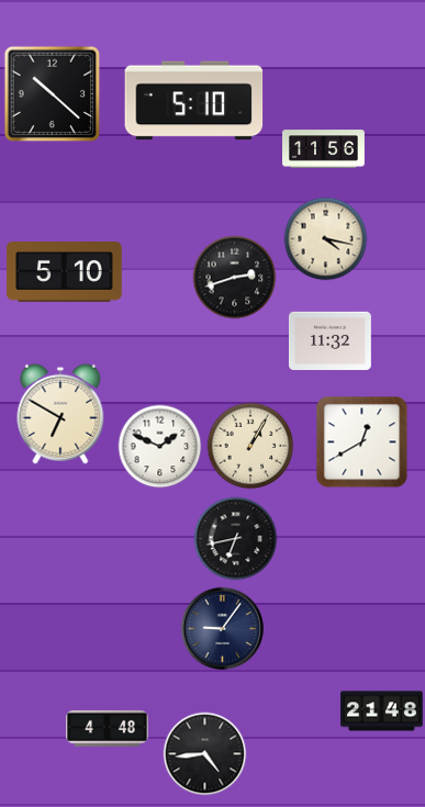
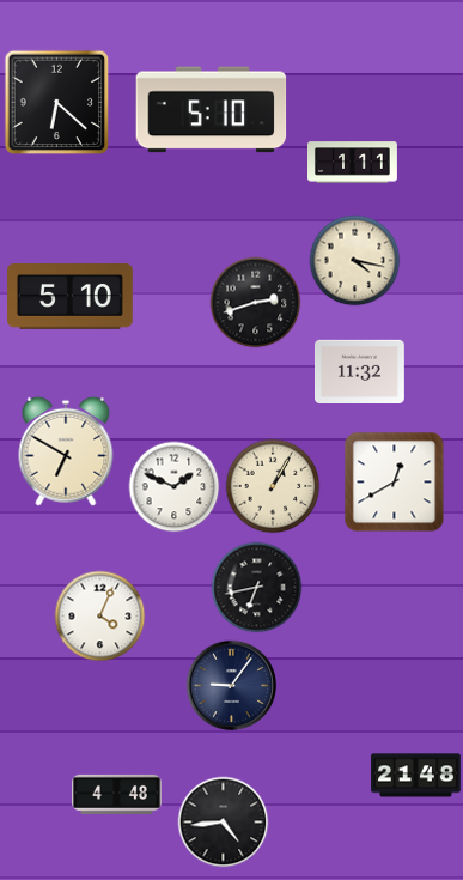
clock at (53, 94): 10:22 -> 6:22
clock at (324, 149): 11:56 -> 1:11
clock at (100, 617): none -> 4:04
clock at (223, 629) position: (223, 629) -> (232, 686)
